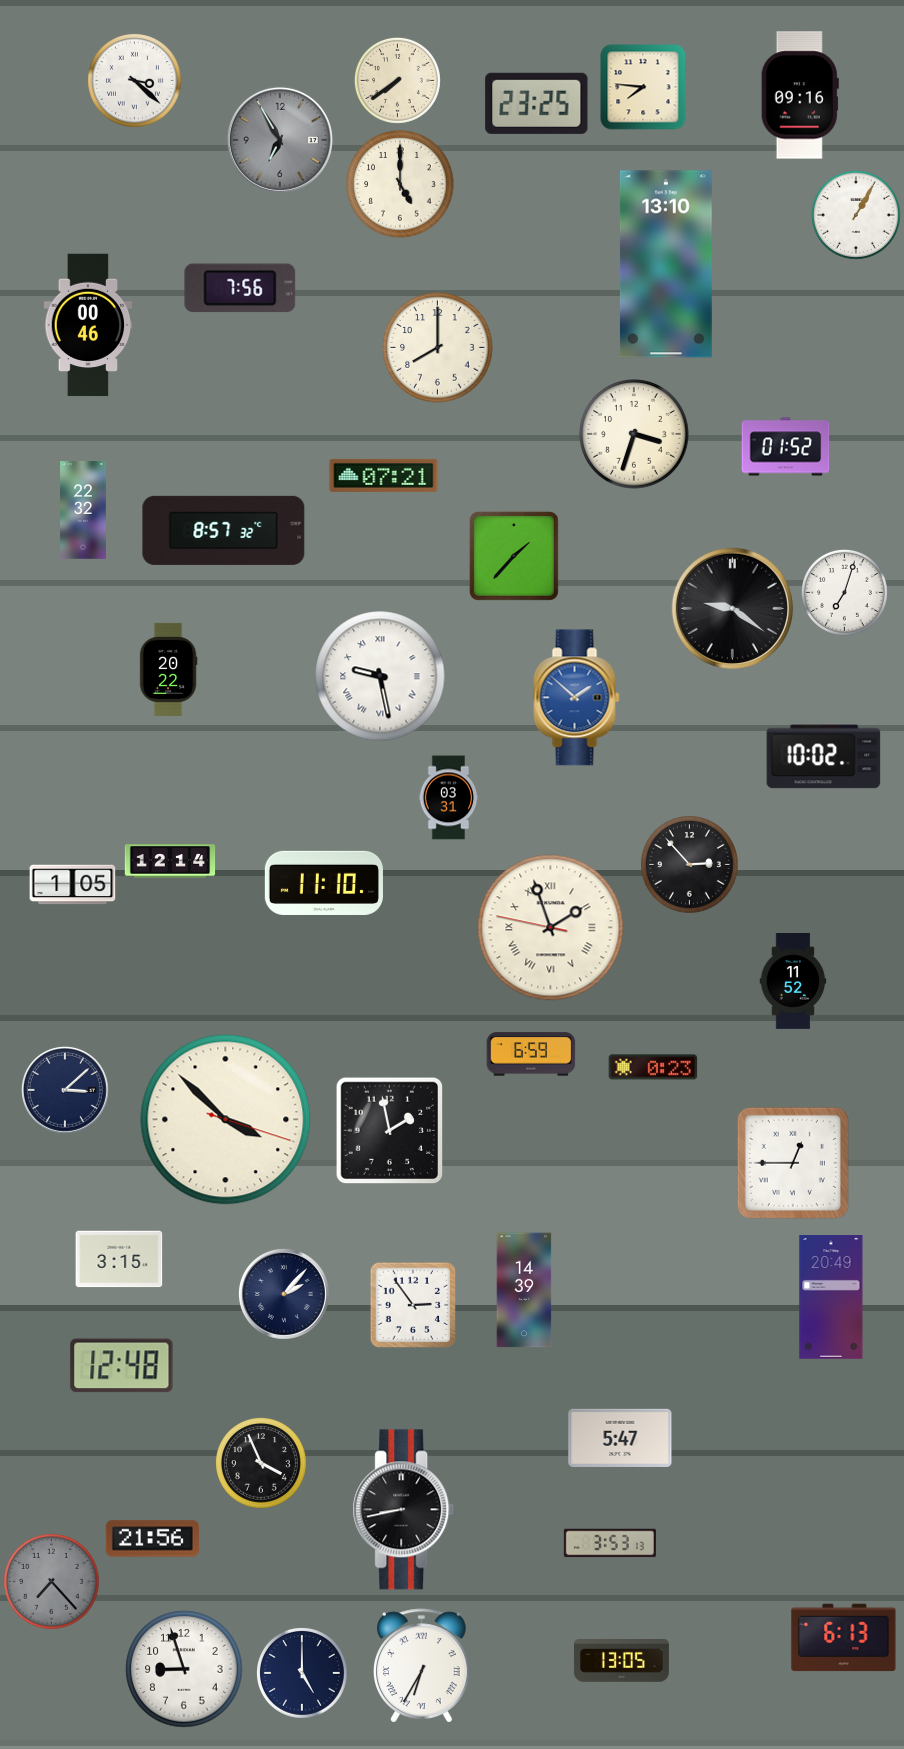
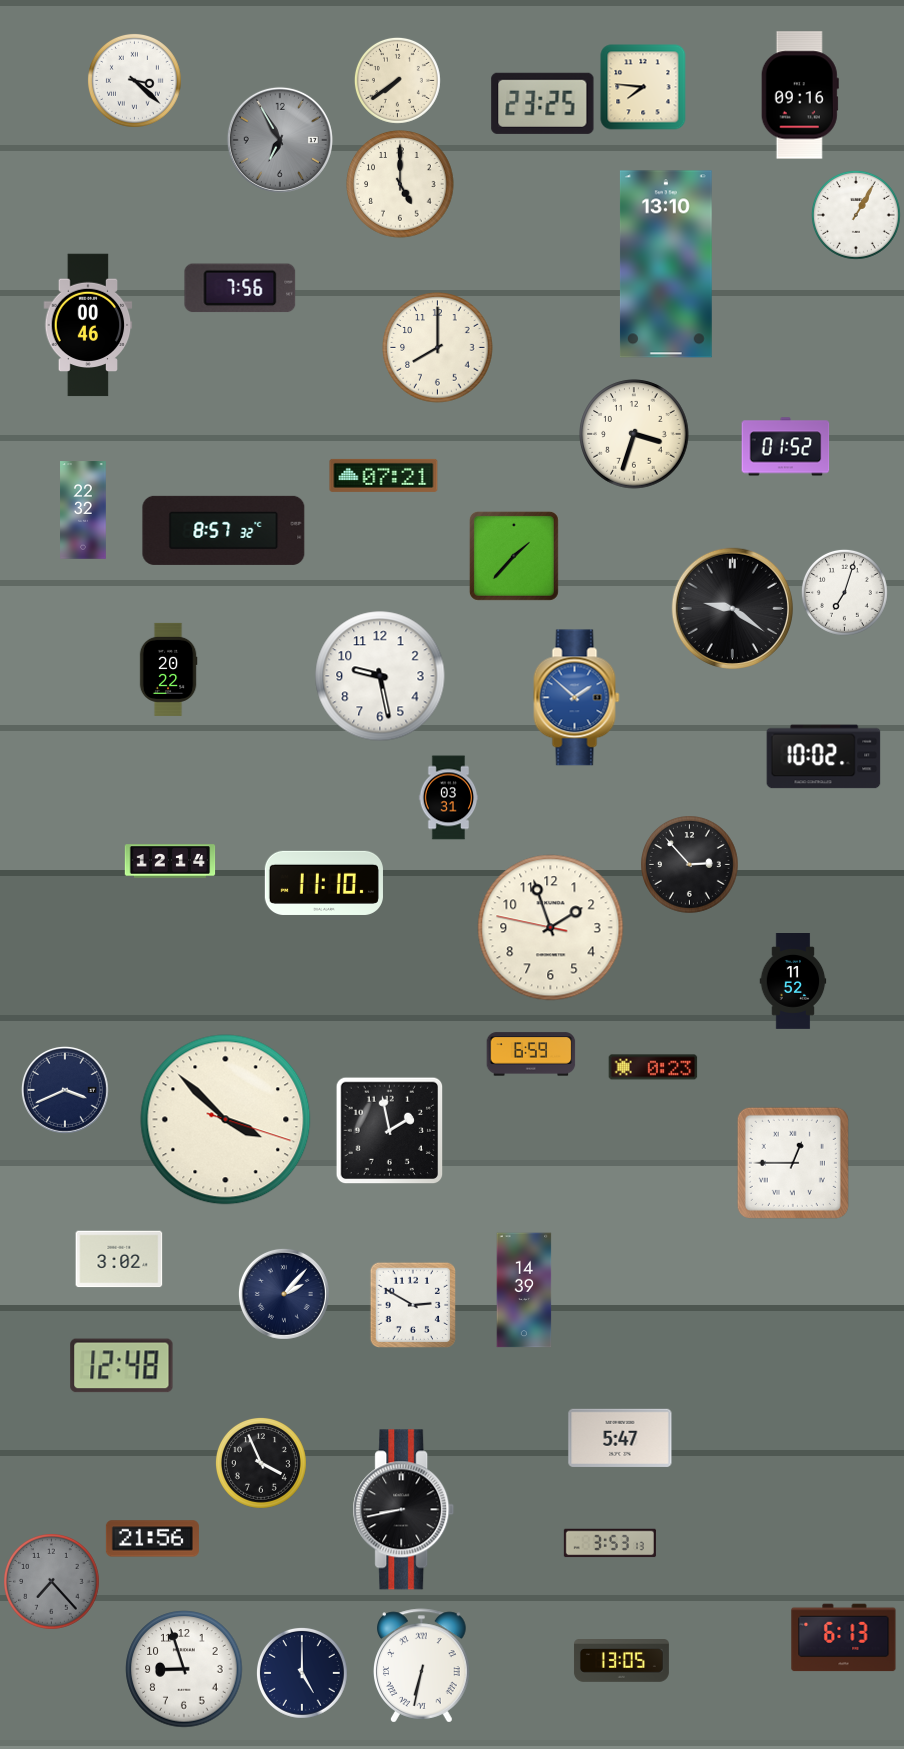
clock at (537, 103) position: (537, 103) -> (543, 103)
clock at (380, 676) numerals: Roman -> Arabic
clock at (73, 885): 1:05 -> none
clock at (551, 928) numerals: Roman -> Arabic
clock at (65, 1090): 3:08 -> 3:41
clock at (119, 1259): 3:15 -> 3:02
clock at (831, 1297): 20:49 -> none
clock at (412, 1304): 2:54 -> 2:50
clock at (422, 1666): 6:35 -> 6:32
